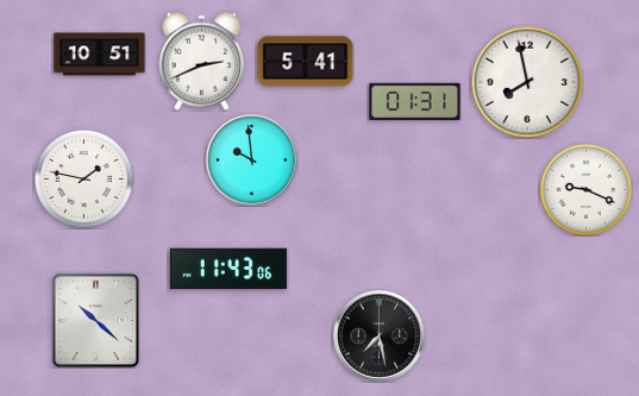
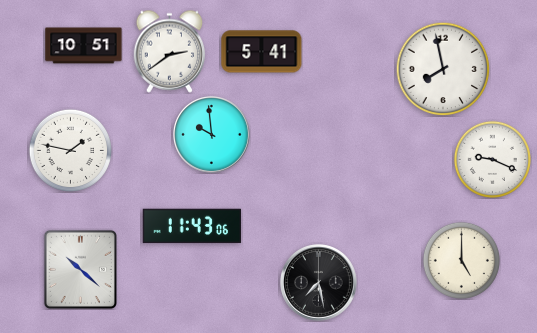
clock at (202, 61): 2:41 -> 2:39
clock at (306, 62) position: (306, 62) -> (262, 52)
clock at (415, 101): 01:31 -> none
clock at (461, 260): none -> 5:00
